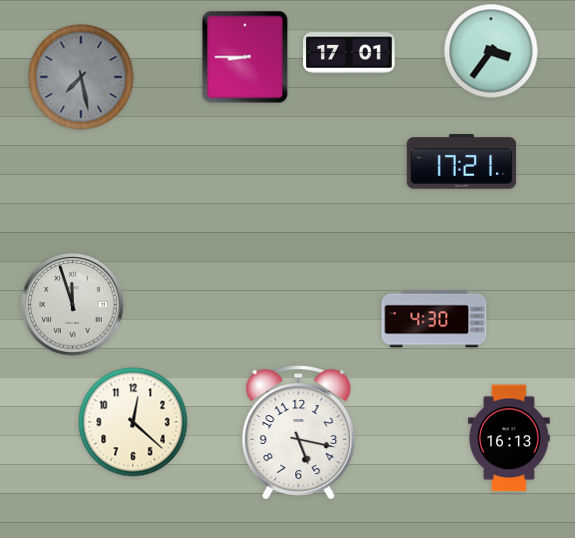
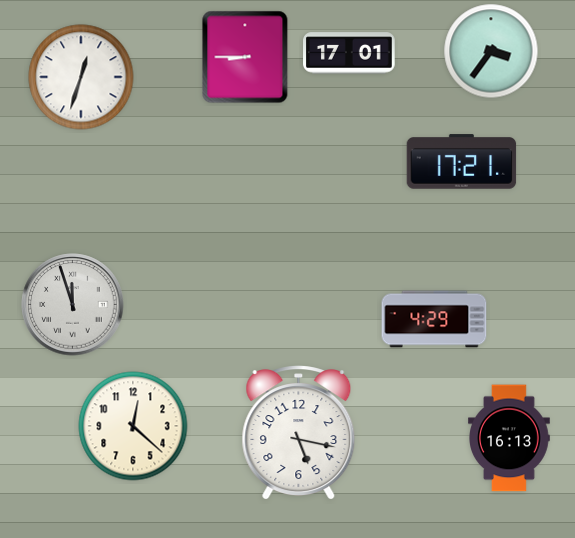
clock at (81, 77): 7:28 -> 12:33
clock at (81, 77) dial: grey -> white
clock at (434, 319): 4:30 -> 4:29
clock at (133, 422) position: (133, 422) -> (133, 426)
